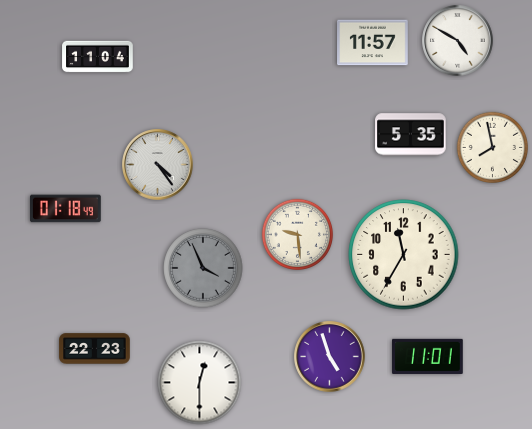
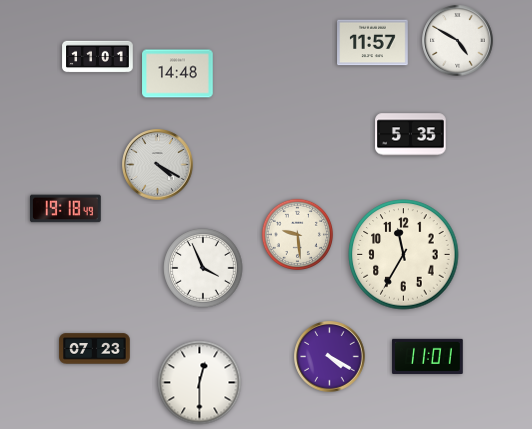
clock at (98, 57): 11:04 -> 11:01
clock at (178, 74): none -> 14:48
clock at (492, 147): 7:58 -> none
clock at (158, 165): 4:24 -> 4:20
clock at (66, 209): 01:18 -> 19:18
clock at (203, 268) dial: grey -> white
clock at (95, 349): 22:23 -> 07:23
clock at (330, 357): 4:57 -> 4:20
